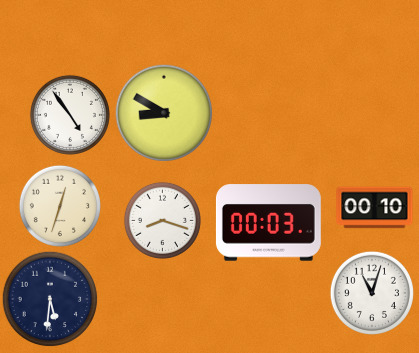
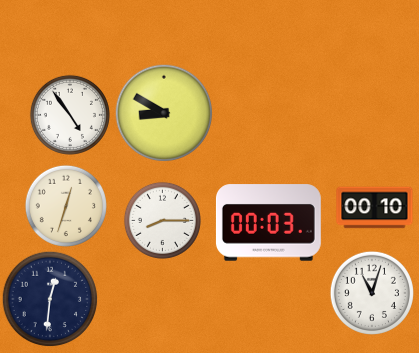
clock at (60, 206) position: (60, 206) -> (66, 206)
clock at (162, 220): 8:18 -> 8:15
clock at (50, 299): 5:31 -> 12:31
